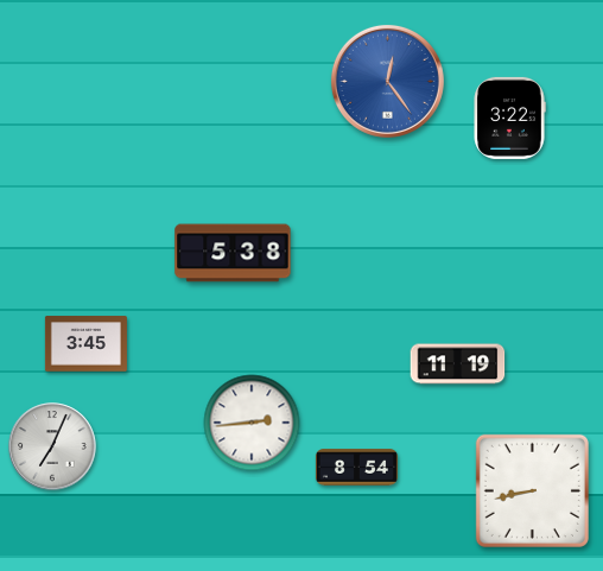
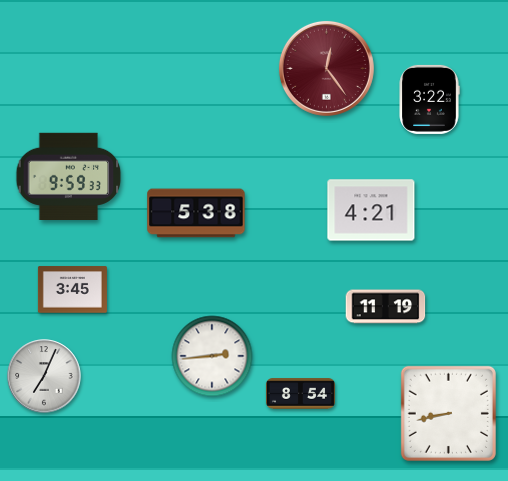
clock at (387, 81) dial: blue -> burgundy
clock at (69, 176): none -> 9:59
clock at (371, 210): none -> 4:21
